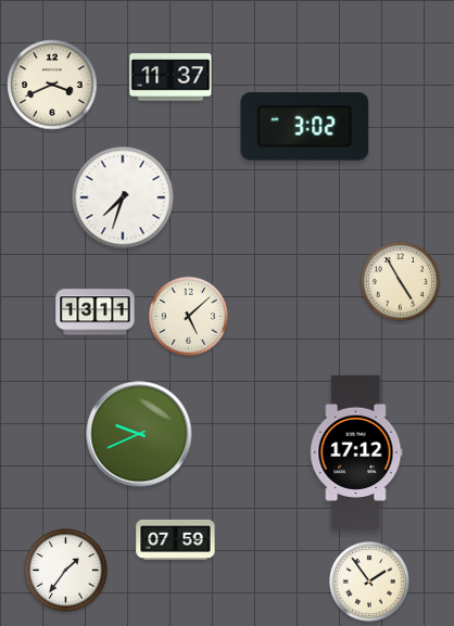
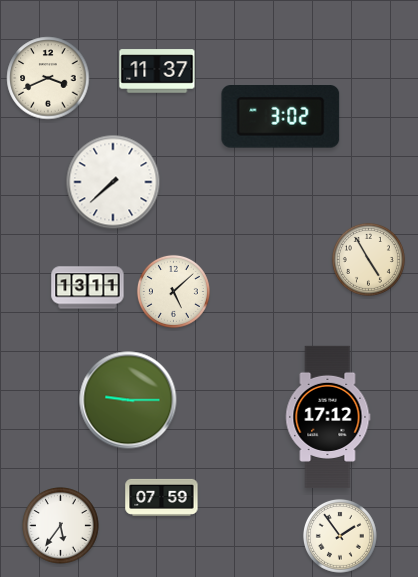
clock at (123, 197): 7:33 -> 7:38
clock at (139, 434): 9:41 -> 9:15
clock at (66, 571): 1:36 -> 5:36
